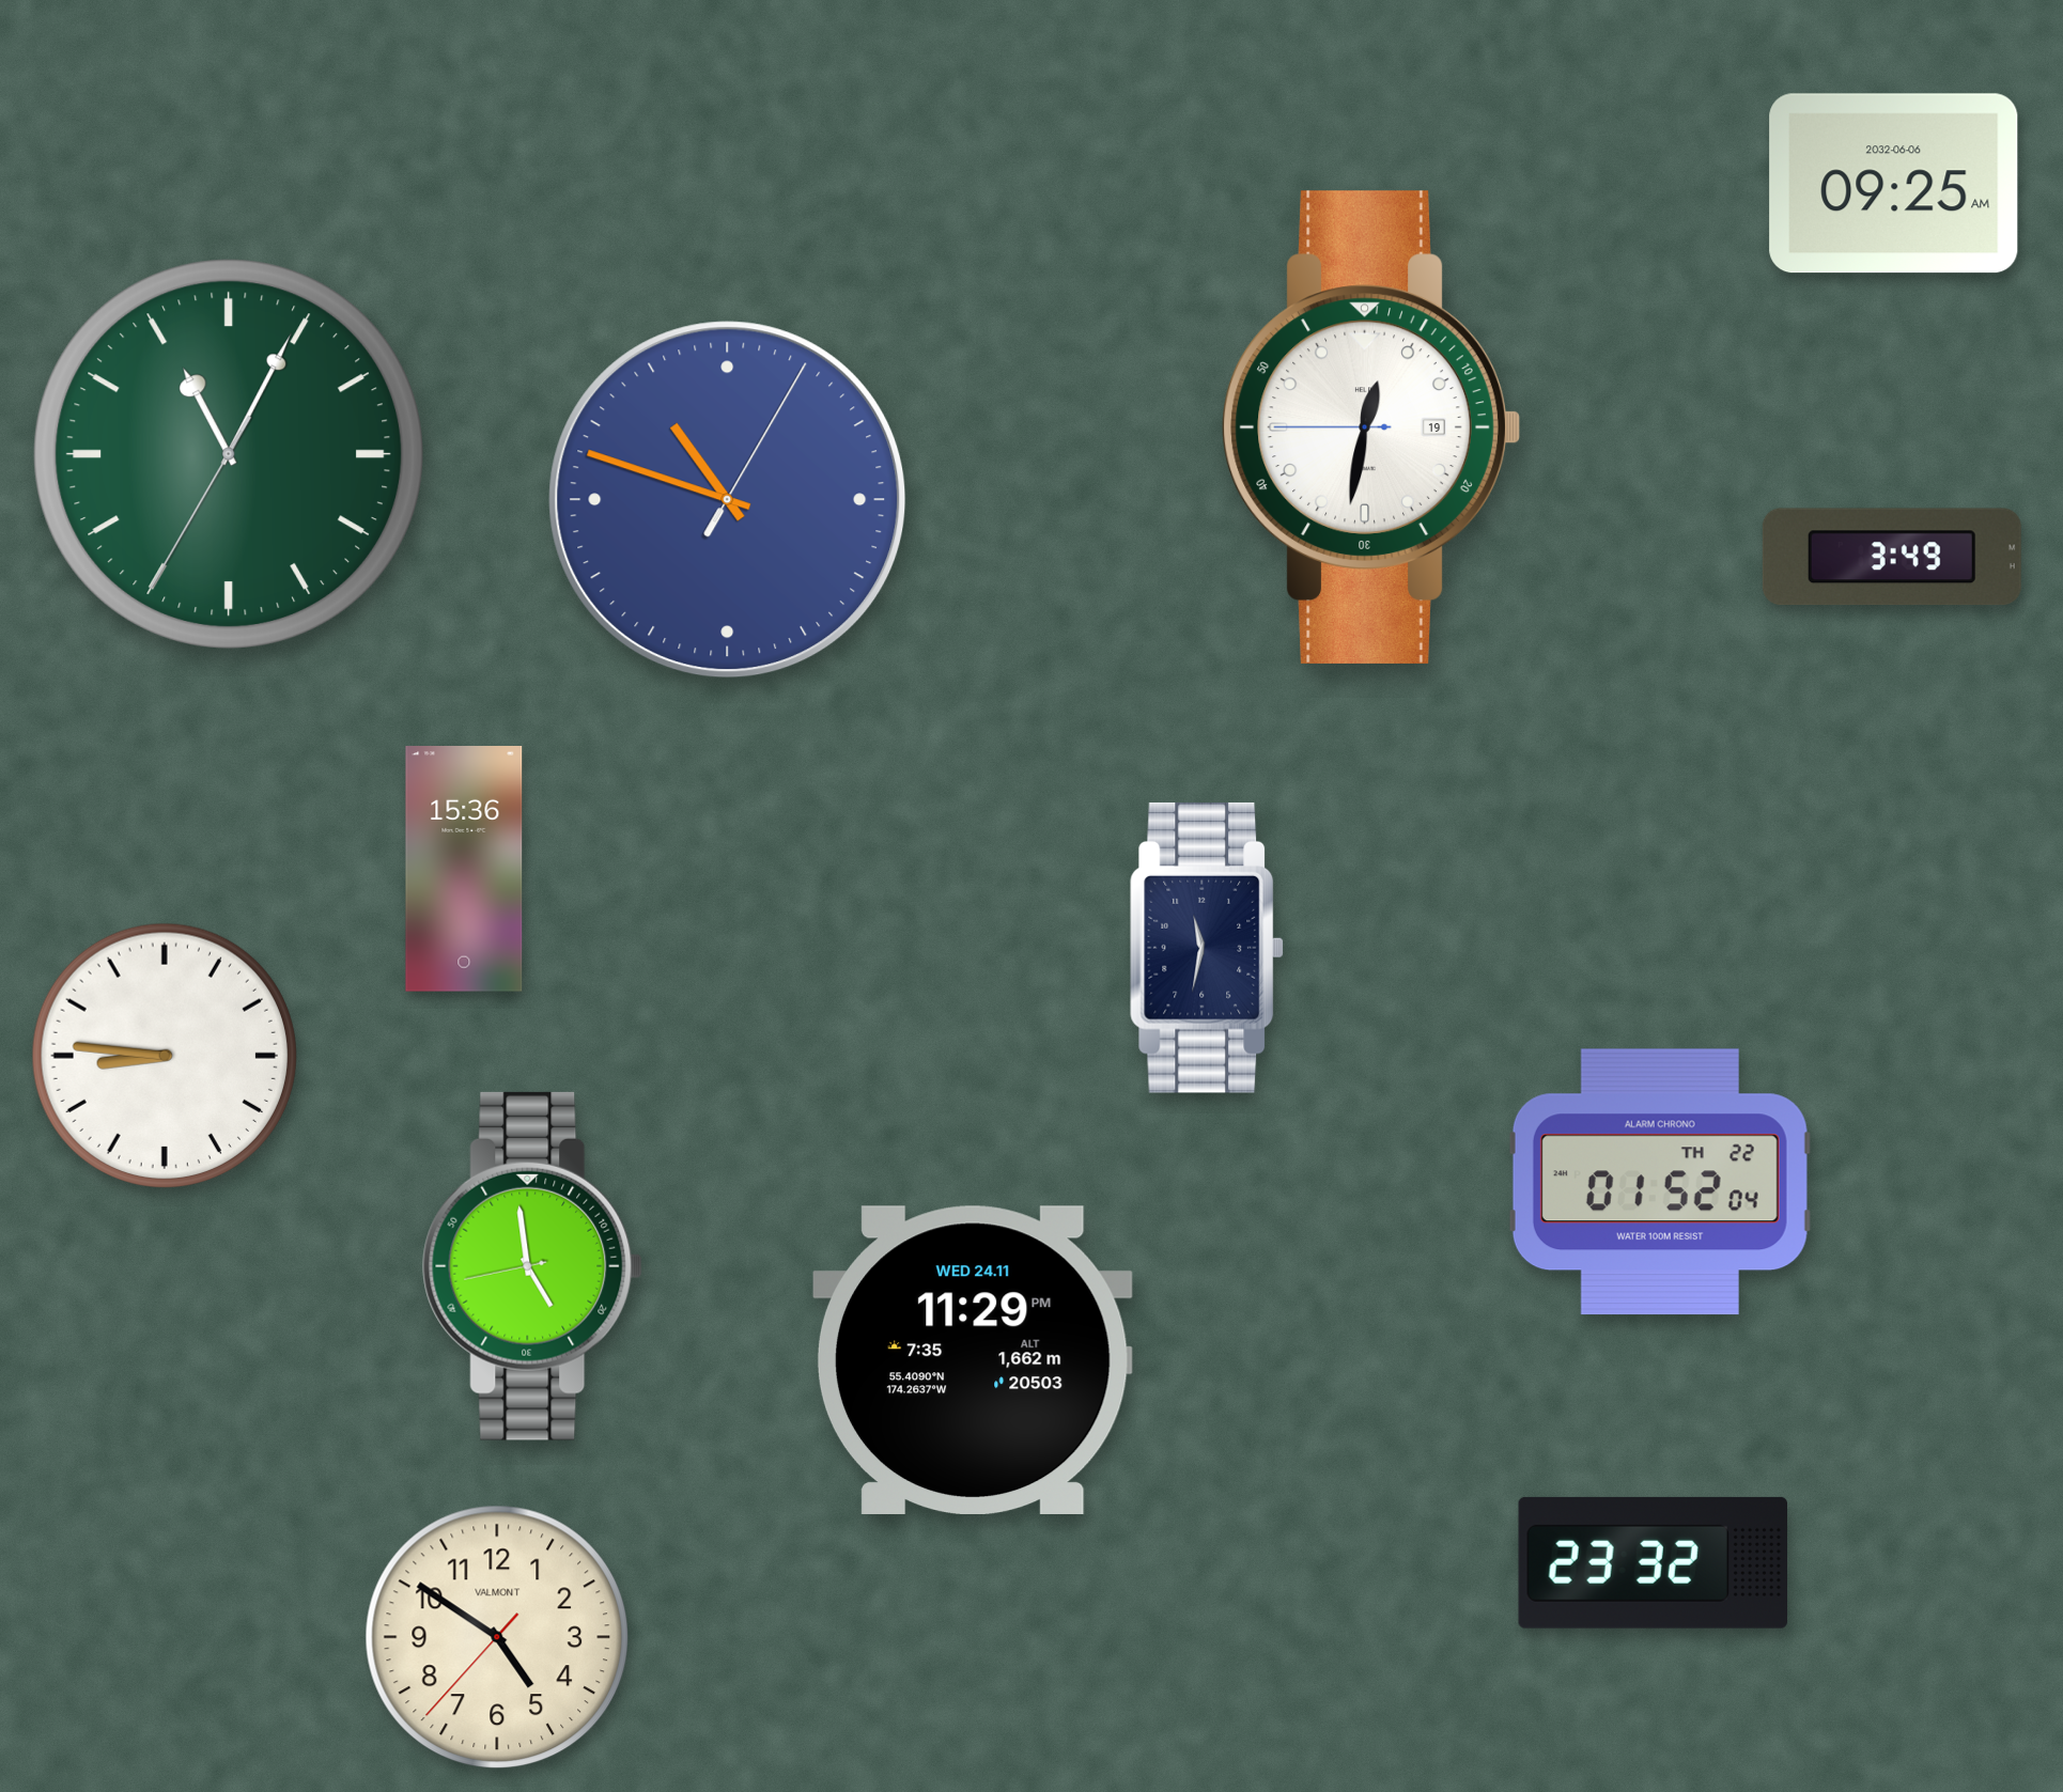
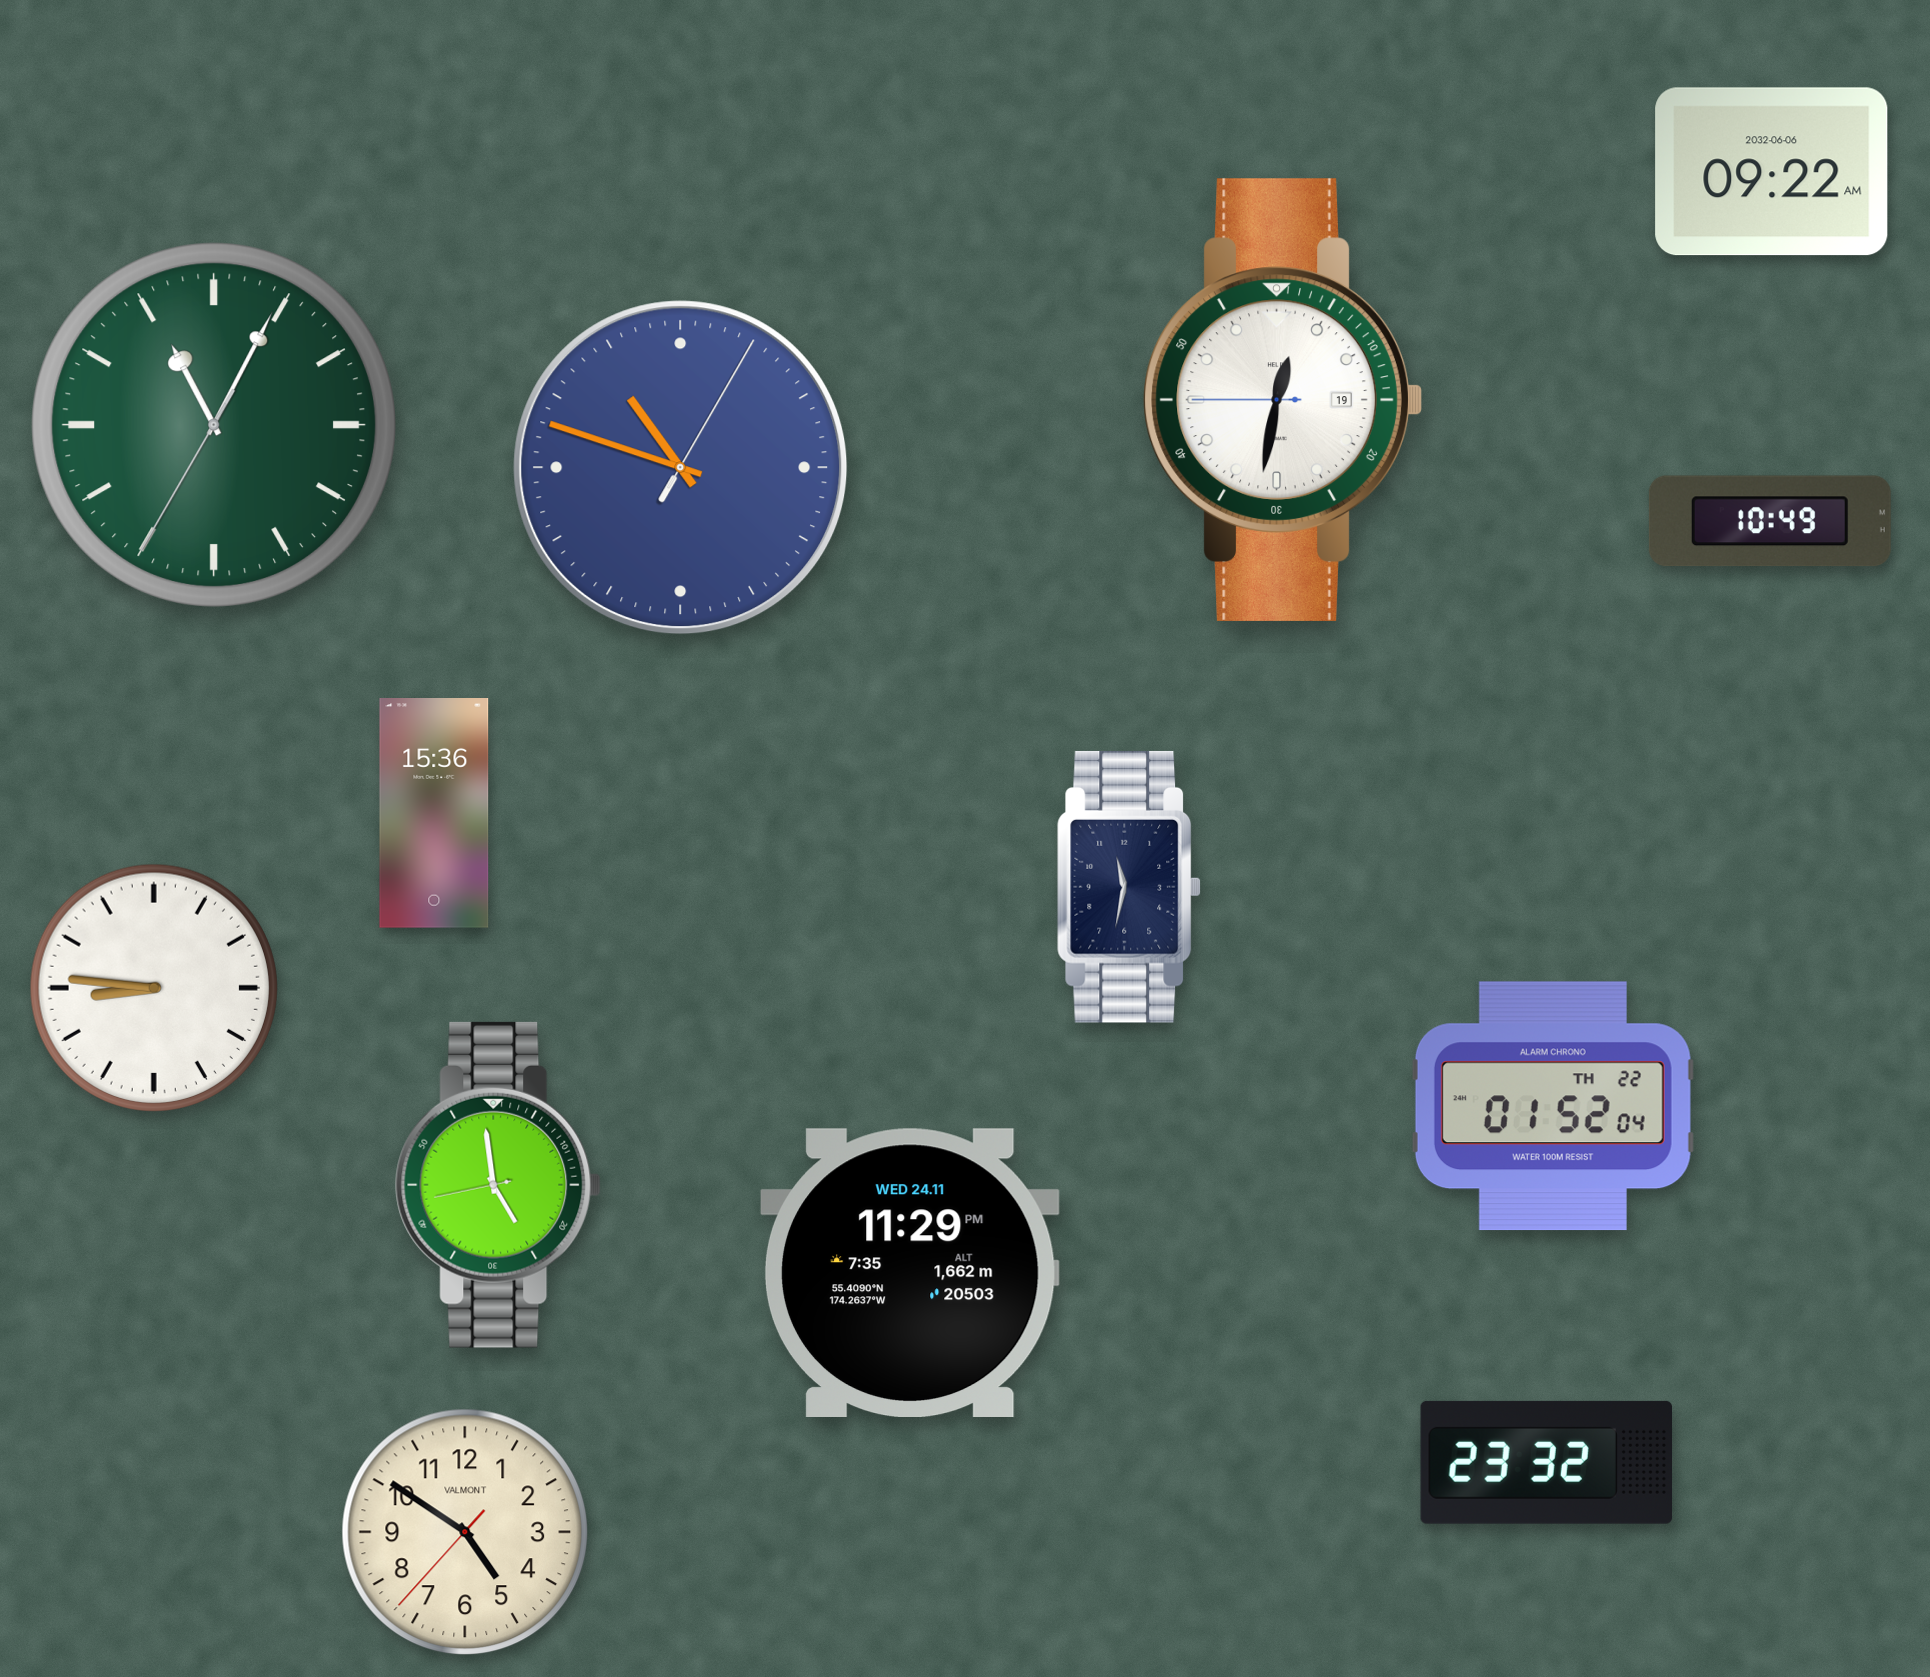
clock at (1894, 184): 09:25 -> 09:22
clock at (1892, 557): 3:49 -> 10:49
